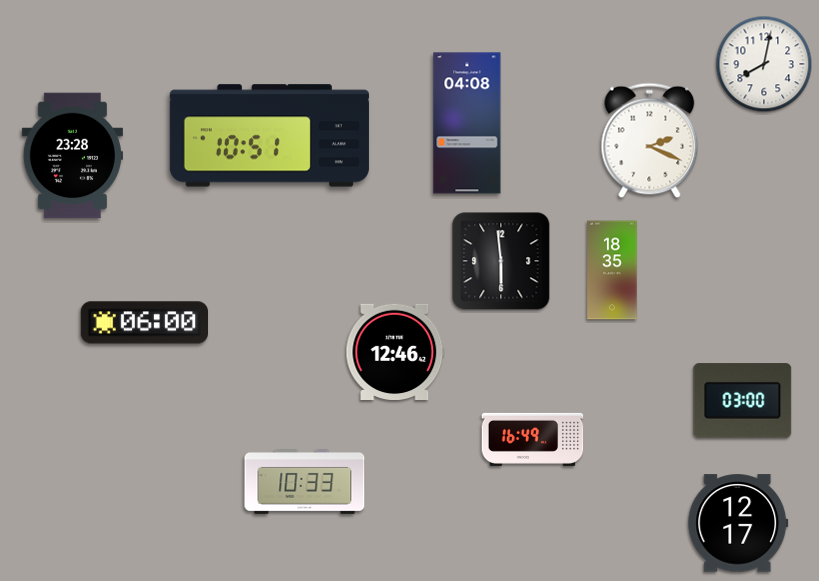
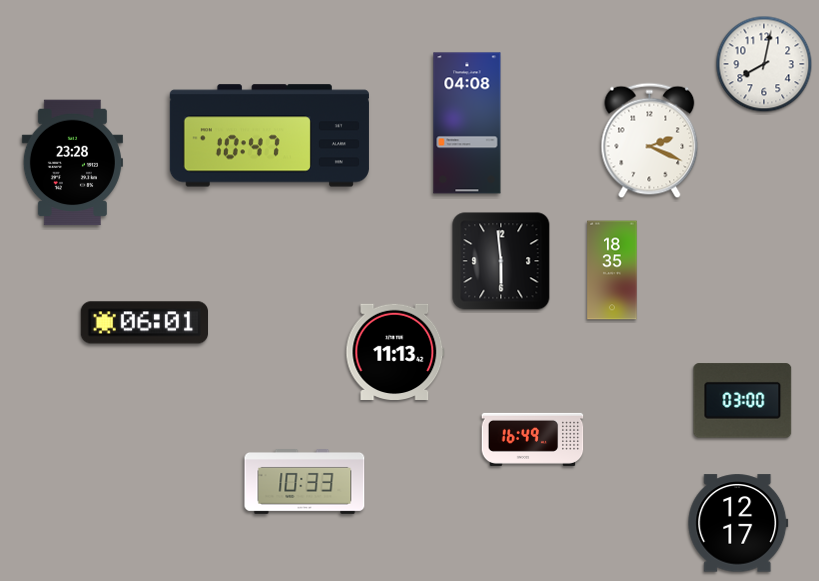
clock at (269, 136): 10:51 -> 10:47
clock at (72, 156) position: (72, 156) -> (72, 163)
clock at (144, 323): 06:00 -> 06:01
clock at (395, 351): 12:46 -> 11:13
